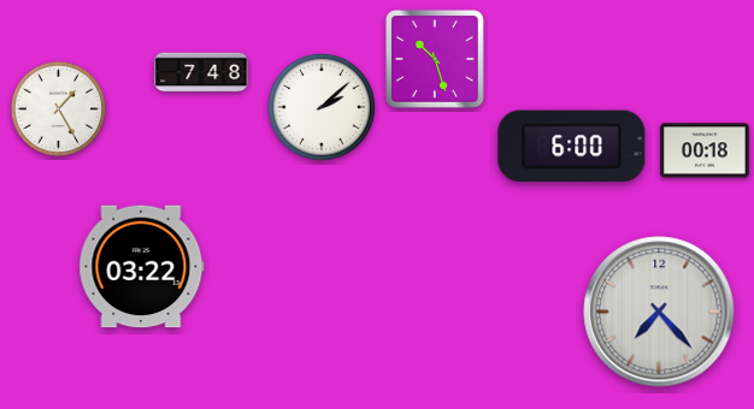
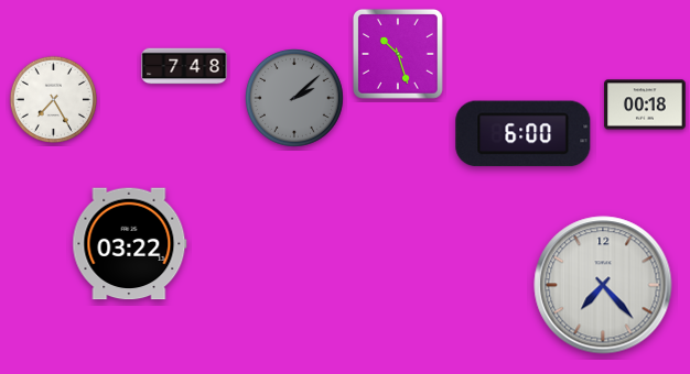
clock at (58, 108): 1:25 -> 7:25
clock at (323, 108) dial: white -> grey
clock at (705, 150) position: (705, 150) -> (645, 105)
